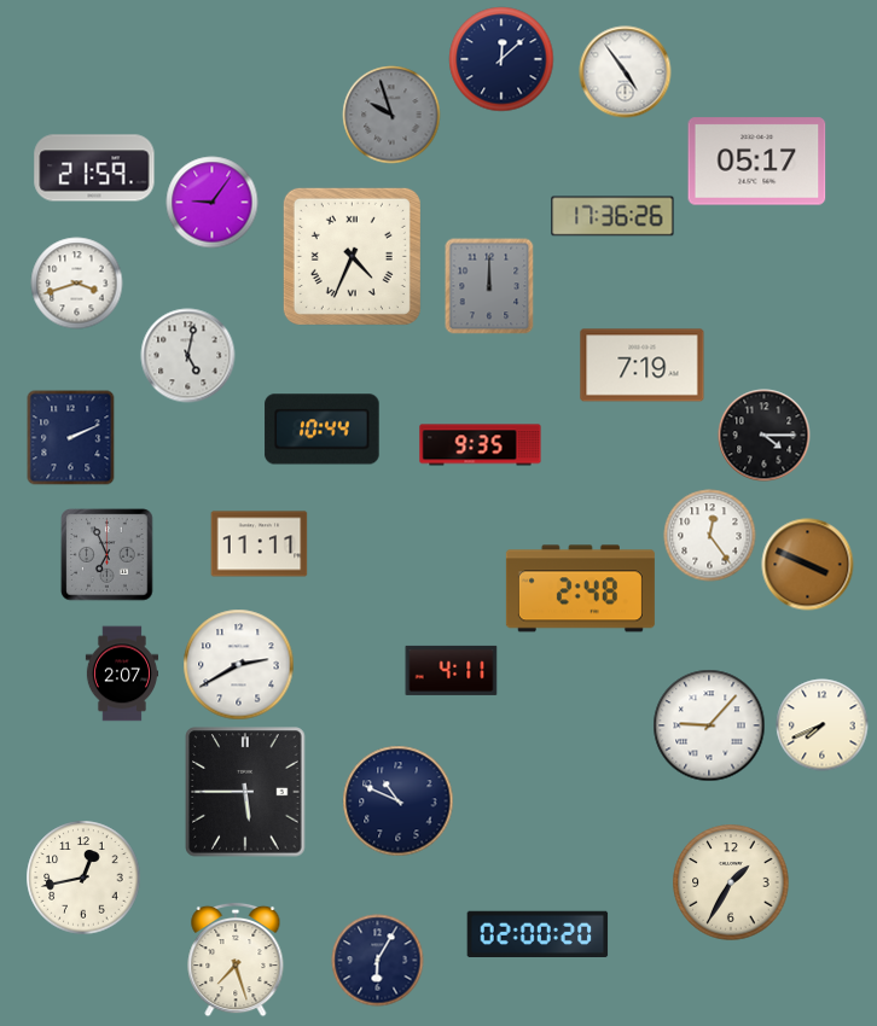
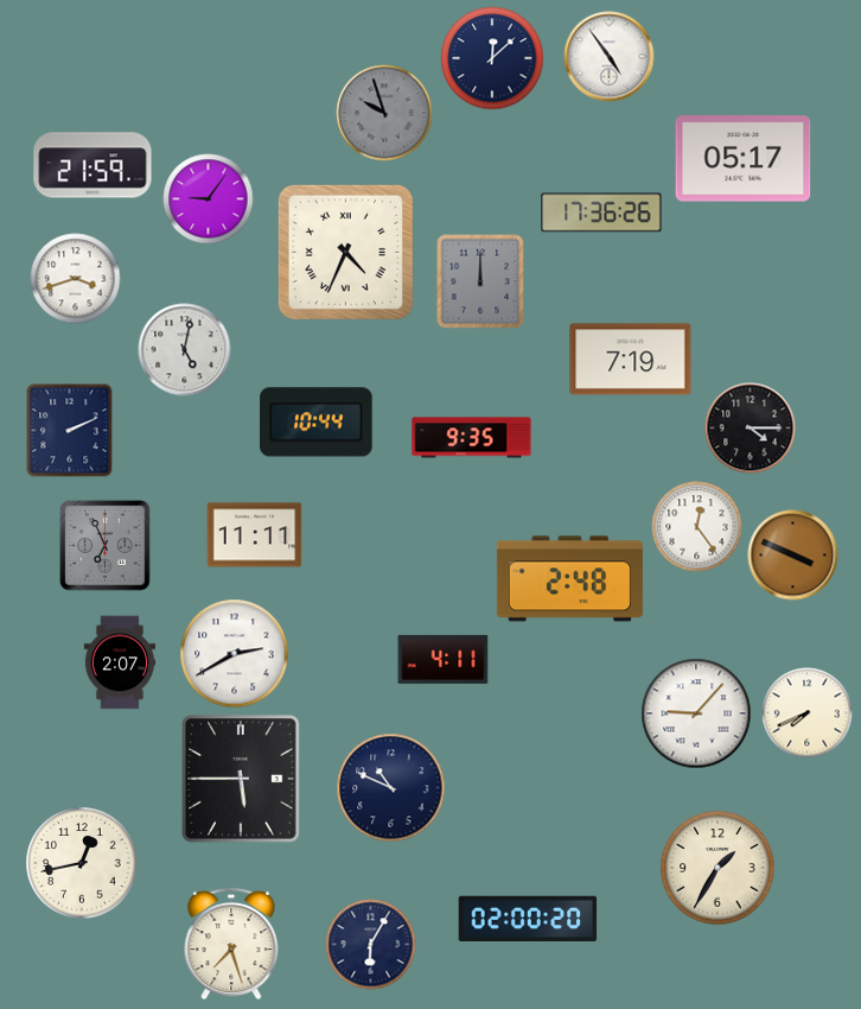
clock at (626, 72) position: (626, 72) -> (610, 57)
